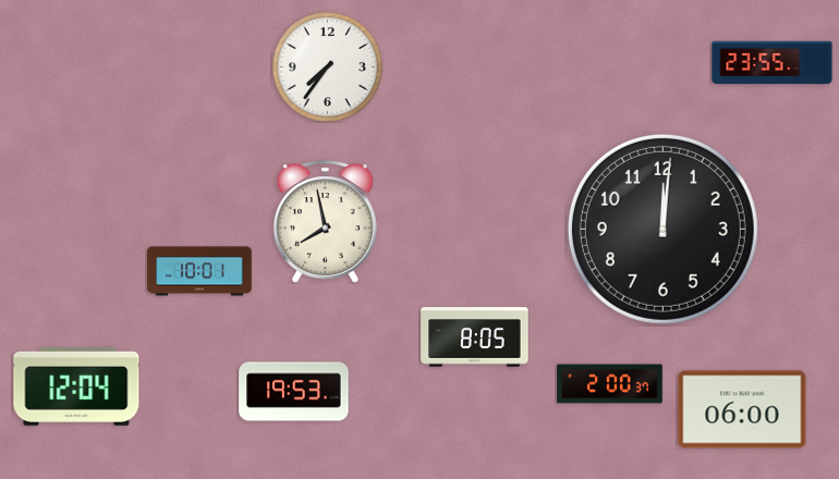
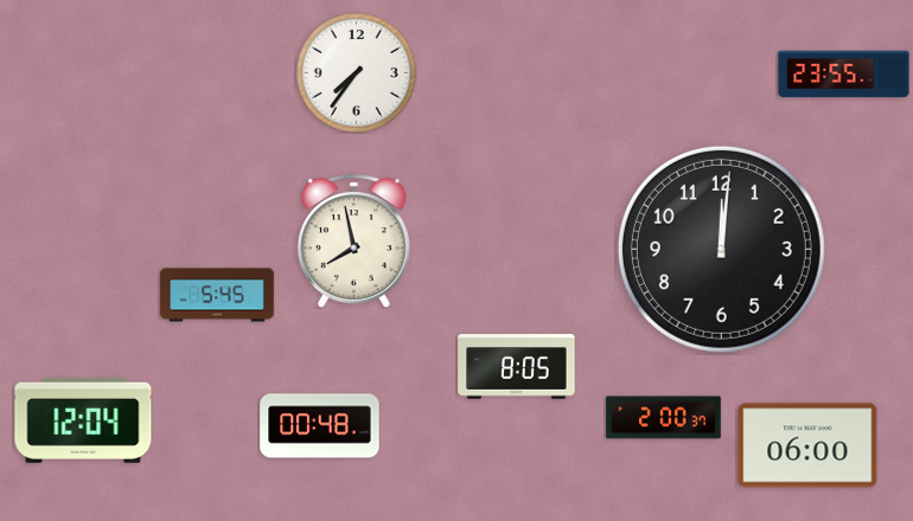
clock at (773, 63) position: (773, 63) -> (844, 75)
clock at (199, 271): 10:01 -> 5:45
clock at (294, 392): 19:53 -> 00:48
